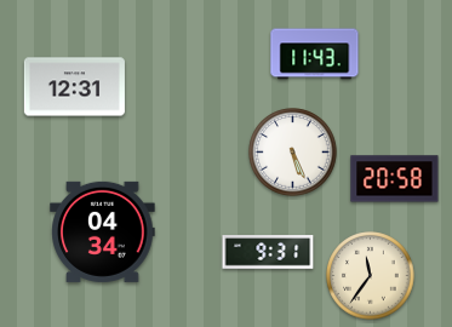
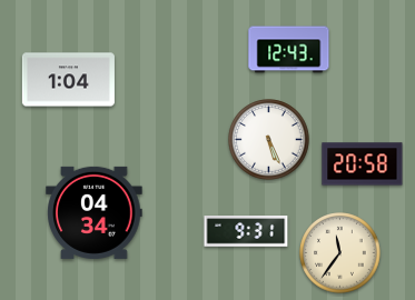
clock at (315, 54): 11:43 -> 12:43
clock at (74, 87): 12:31 -> 1:04
